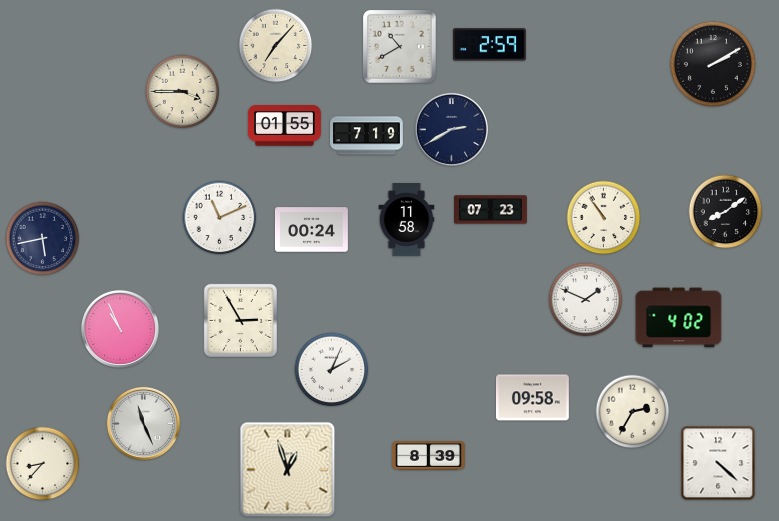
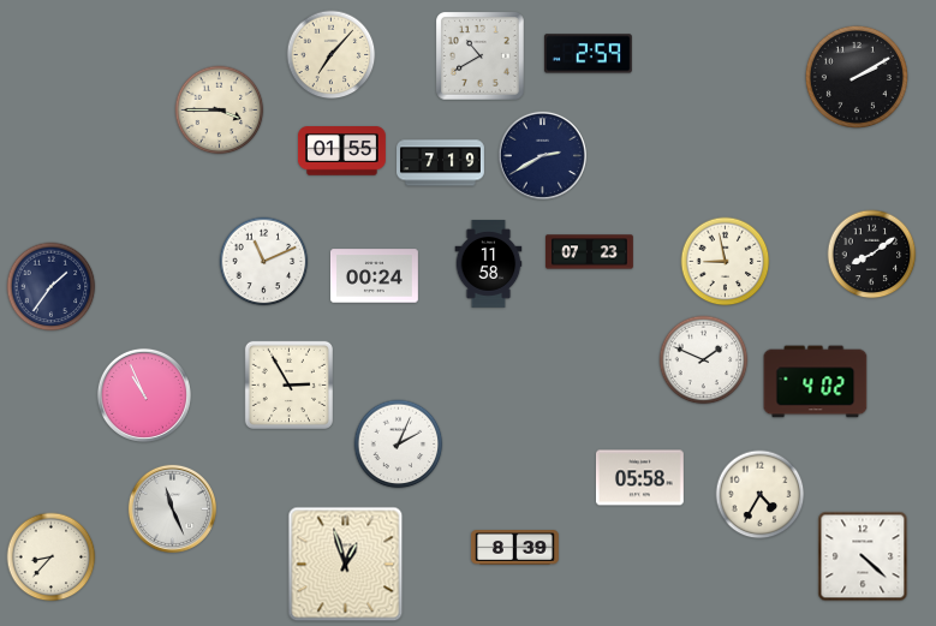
clock at (604, 218): 10:54 -> 8:58
clock at (43, 239): 5:43 -> 1:36
clock at (532, 398): 09:58 -> 05:58
clock at (633, 412): 2:35 -> 4:35
